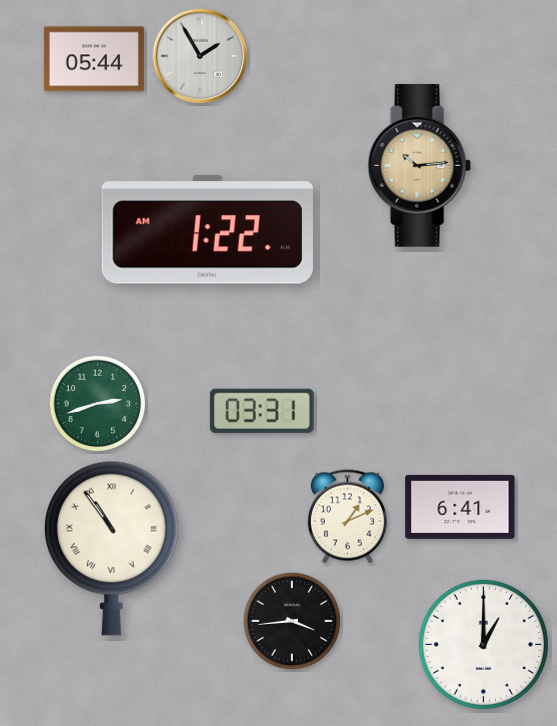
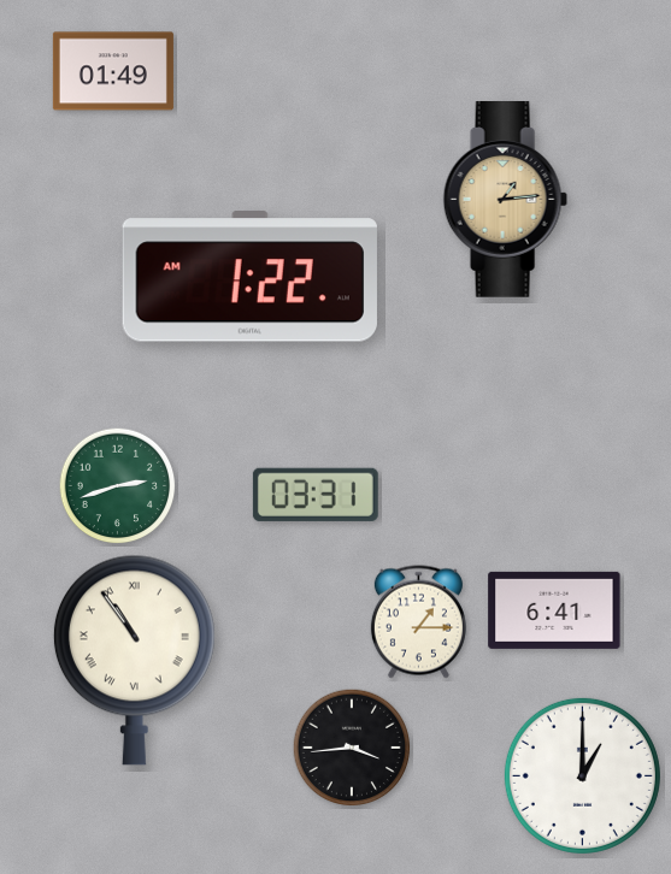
clock at (200, 56): 1:55 -> none
clock at (94, 59): 05:44 -> 01:49
clock at (419, 166): 10:14 -> 1:14
clock at (347, 517): 1:11 -> 1:15
